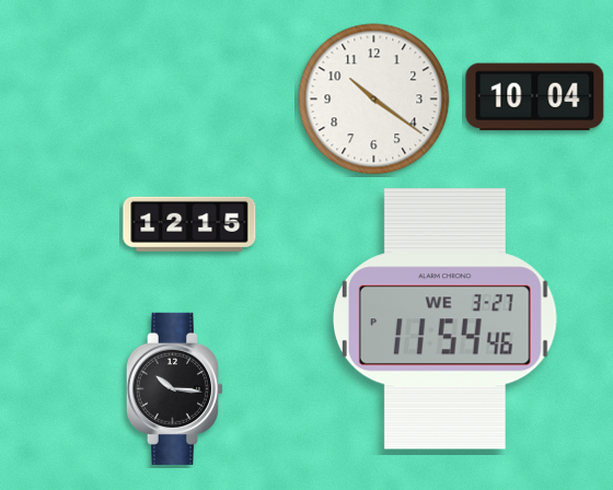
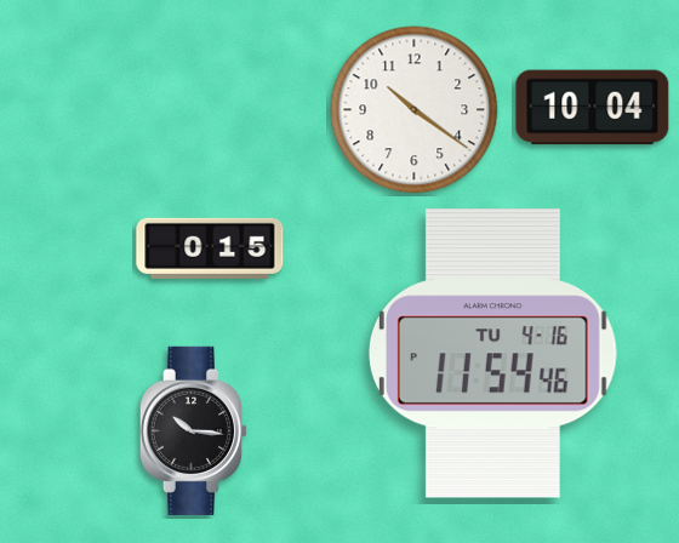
clock at (189, 224): 12:15 -> 0:15
clock at (444, 319) date: WE 3-27 -> TU 4-16
